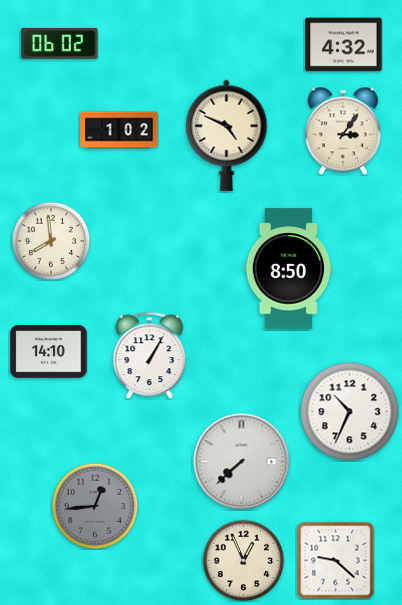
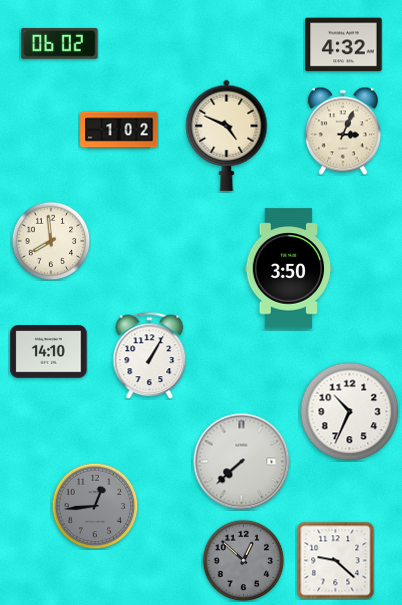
clock at (343, 131): 3:06 -> 3:04
clock at (289, 269): 8:50 -> 3:50
clock at (243, 560): 12:56 -> 12:52
clock at (243, 560) dial: cream -> grey
